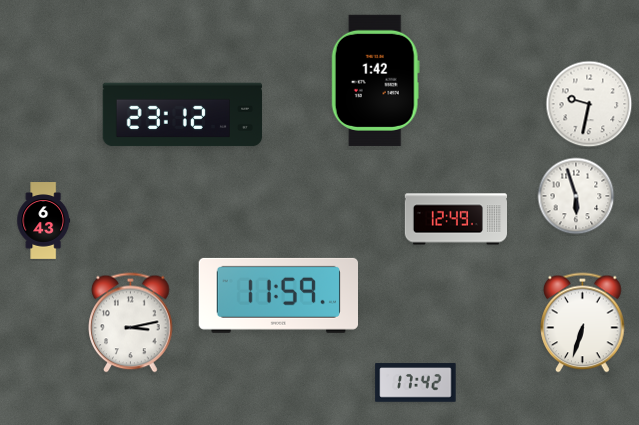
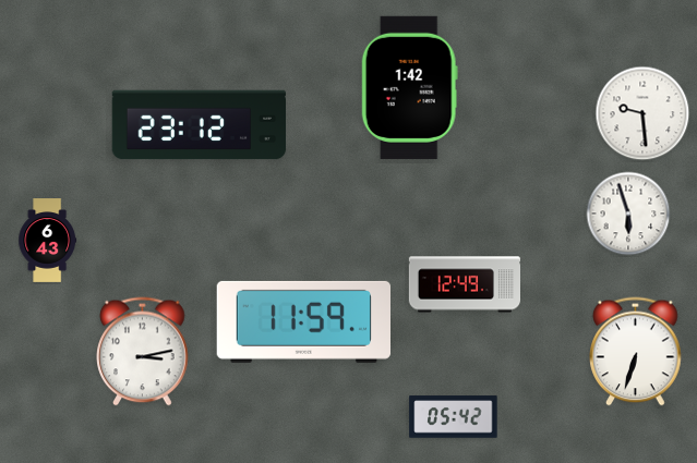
clock at (589, 104): 9:32 -> 9:29
clock at (455, 219) position: (455, 219) -> (464, 284)
clock at (416, 383): 17:42 -> 05:42
